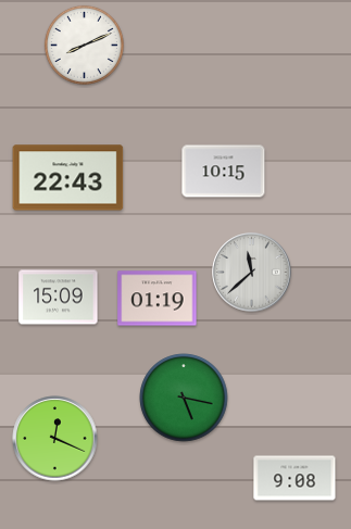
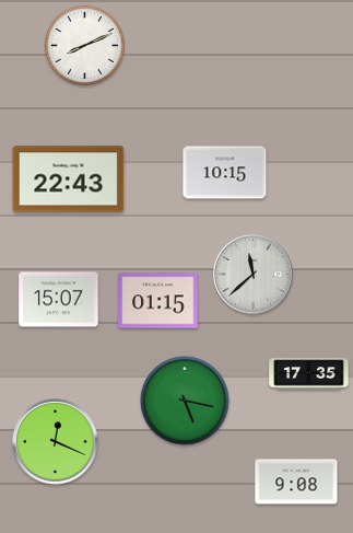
clock at (59, 298): 15:09 -> 15:07
clock at (158, 299): 01:19 -> 01:15
clock at (309, 374): none -> 17:35
